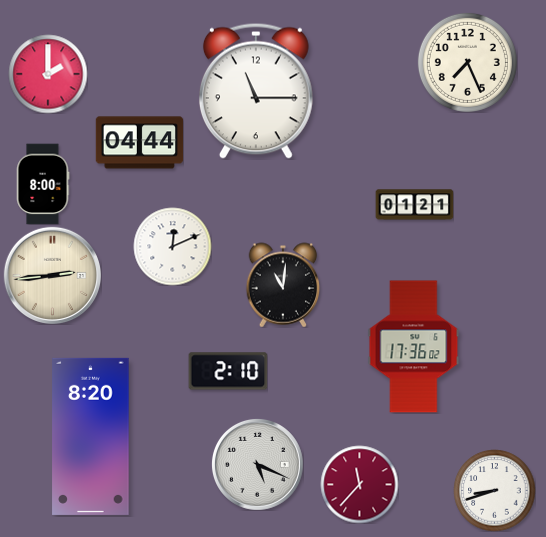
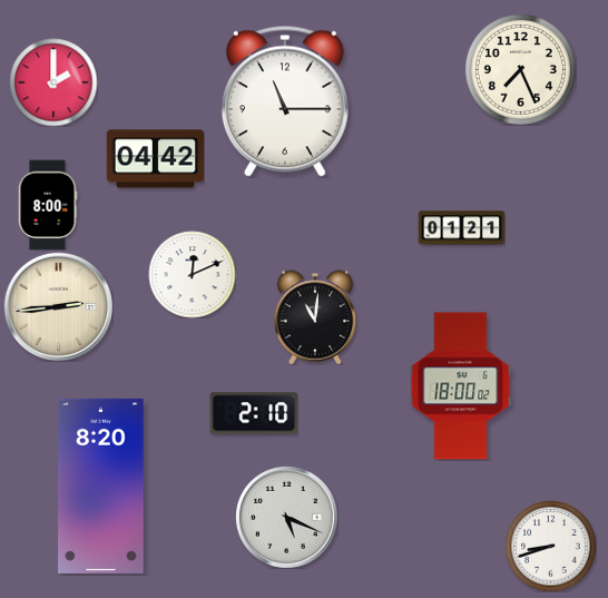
clock at (139, 143): 04:44 -> 04:42
clock at (414, 347): 17:36 -> 18:00
clock at (359, 484): 11:37 -> none
